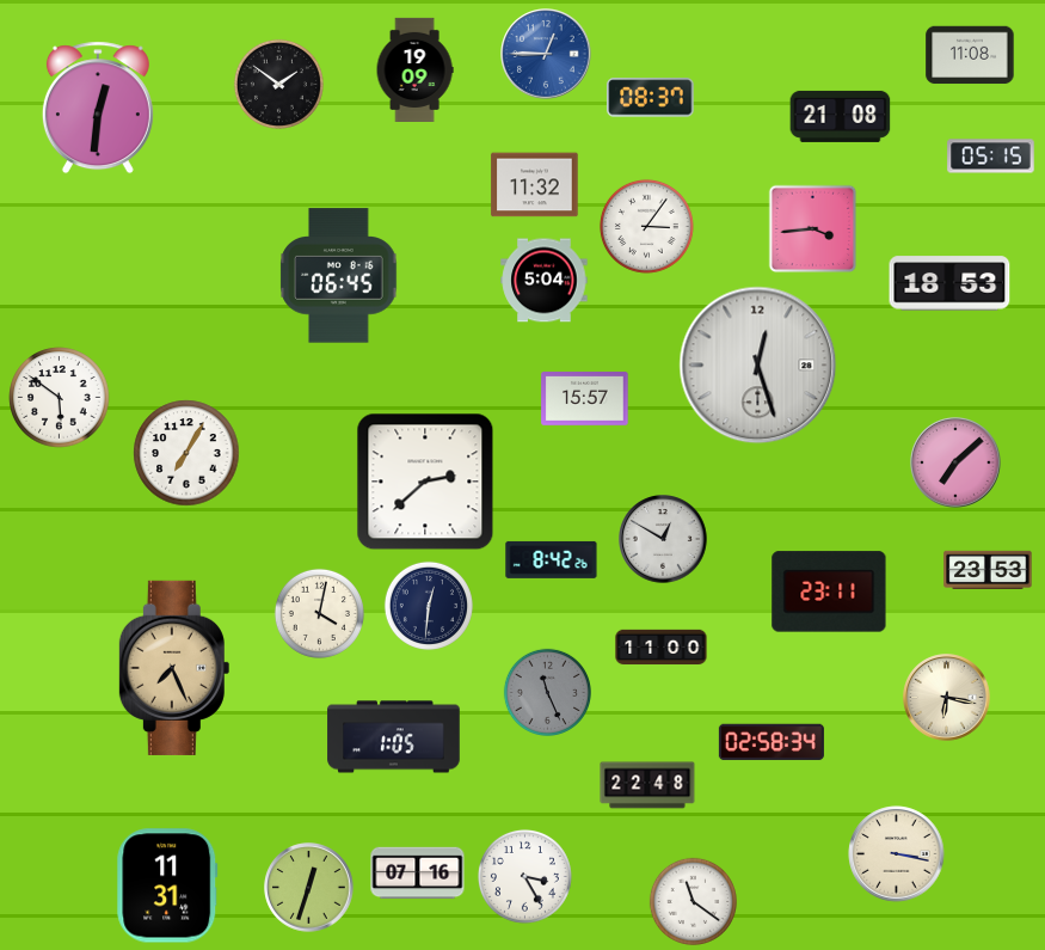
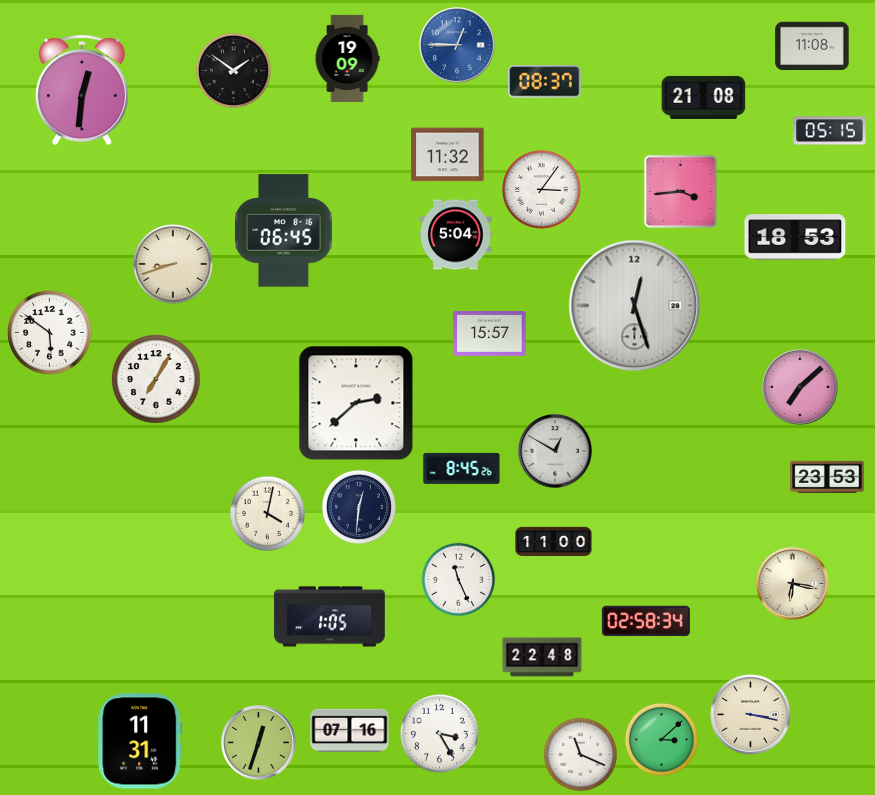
clock at (173, 264): none -> 8:42
clock at (552, 559): 8:42 -> 8:45
clock at (829, 592): 23:11 -> none
clock at (174, 668): 7:26 -> none
clock at (547, 692) dial: grey -> white
clock at (661, 739): none -> 3:08
clock at (693, 901): 11:21 -> 11:19
